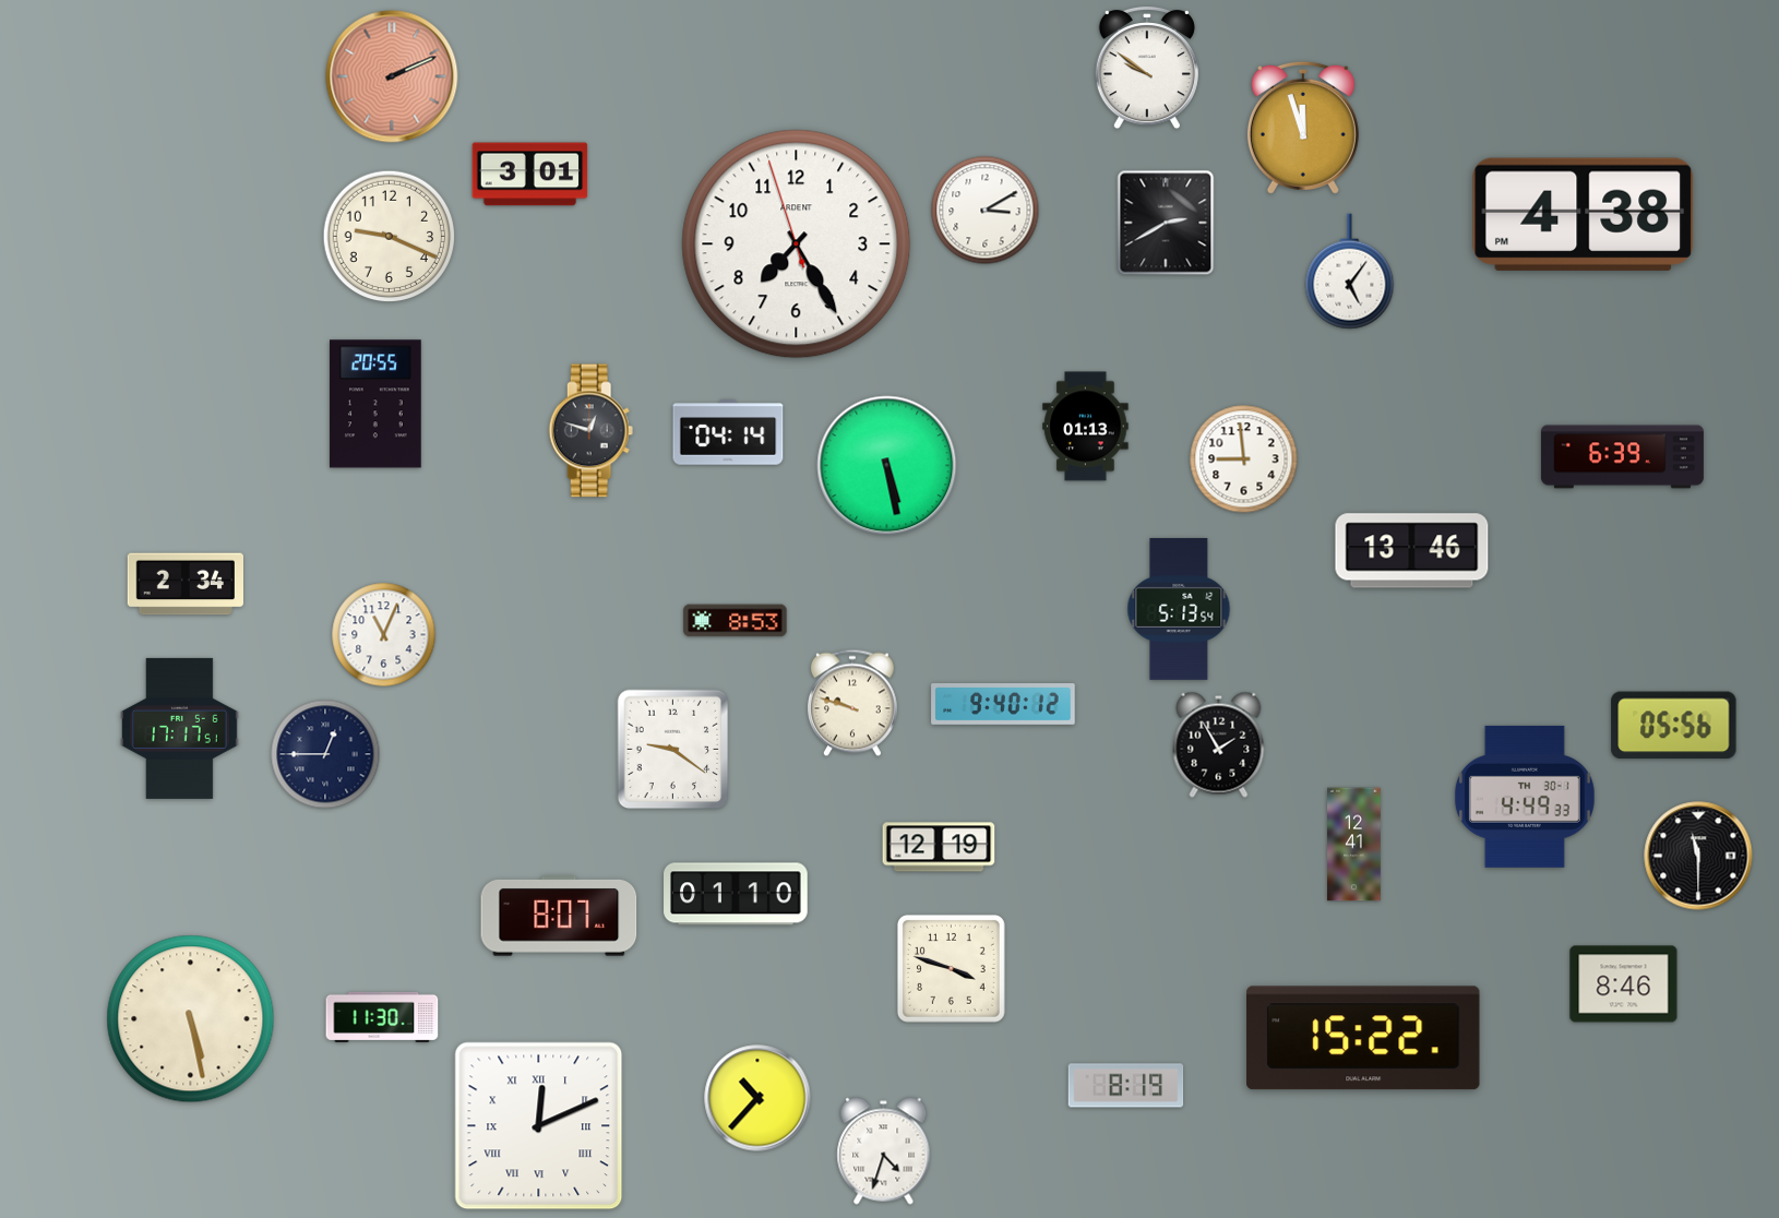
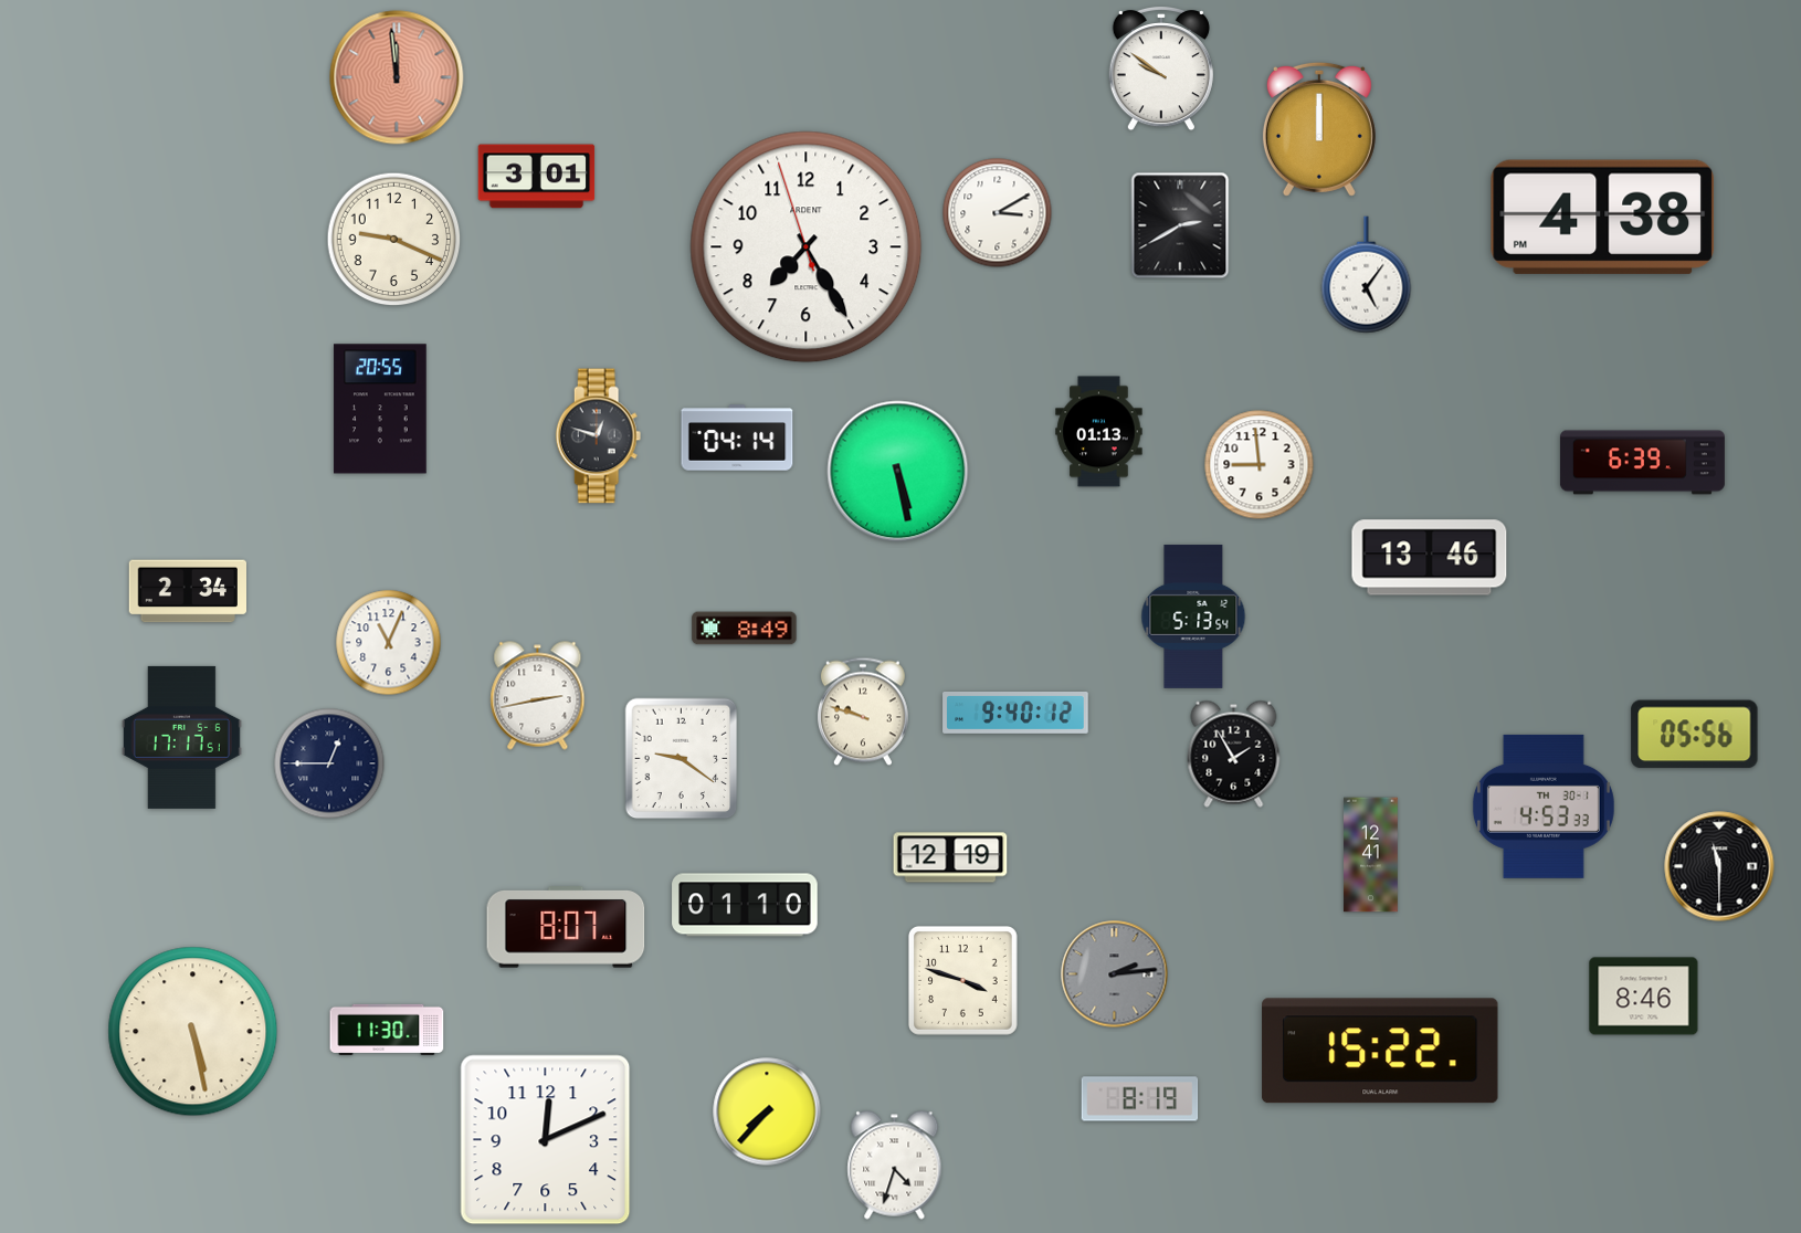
clock at (392, 76): 2:11 -> 11:59
clock at (1303, 128): 11:57 -> 12:00
clock at (736, 621): 8:53 -> 8:49
clock at (538, 696): none -> 2:43
clock at (1525, 797): 4:49 -> 4:53
clock at (1115, 974): none -> 2:14
clock at (757, 1098): 10:37 -> 7:37
clock at (539, 1126) numerals: Roman -> Arabic
